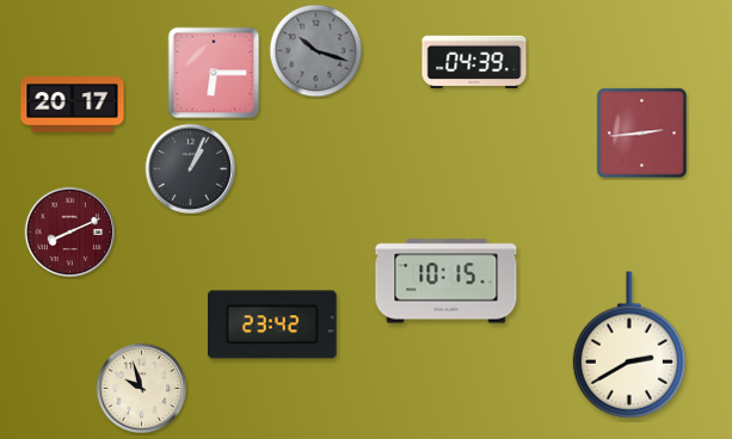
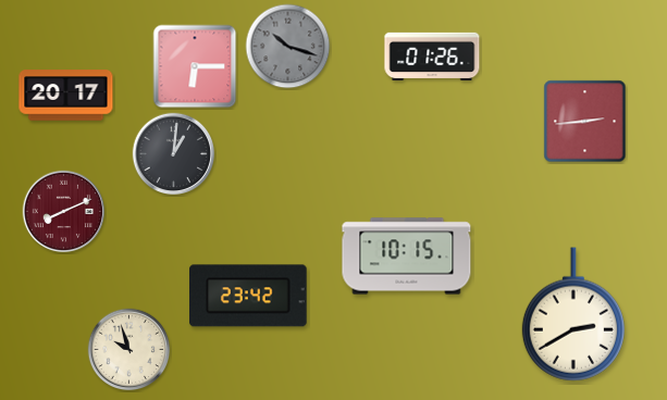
clock at (474, 61): 04:39 -> 01:26
clock at (191, 169): 1:04 -> 1:01
clock at (142, 389) position: (142, 389) -> (129, 350)
